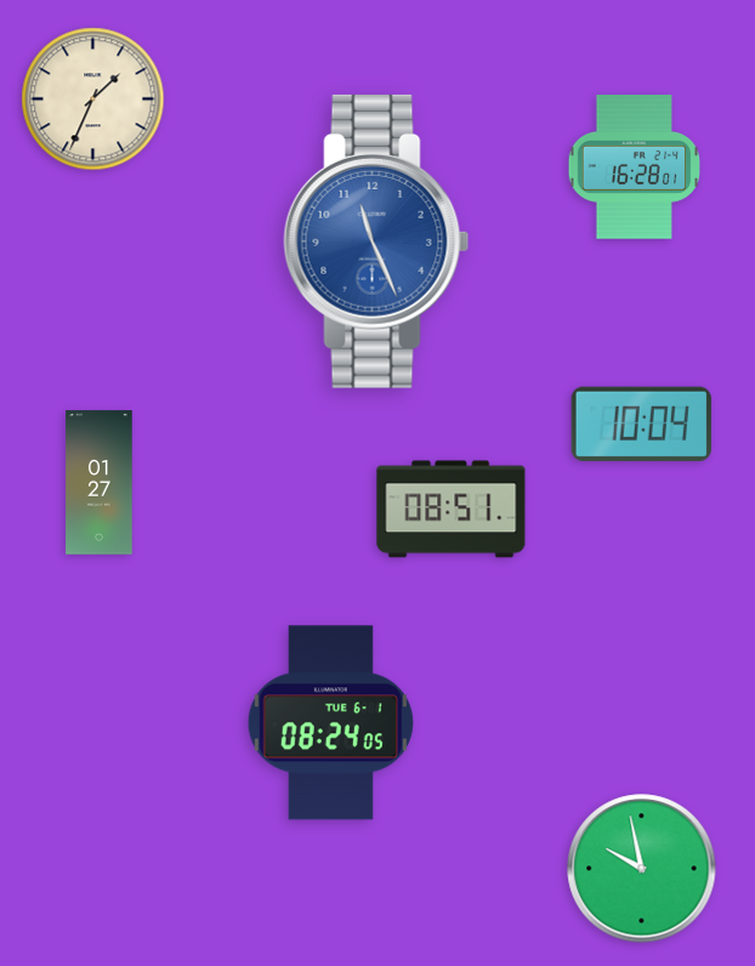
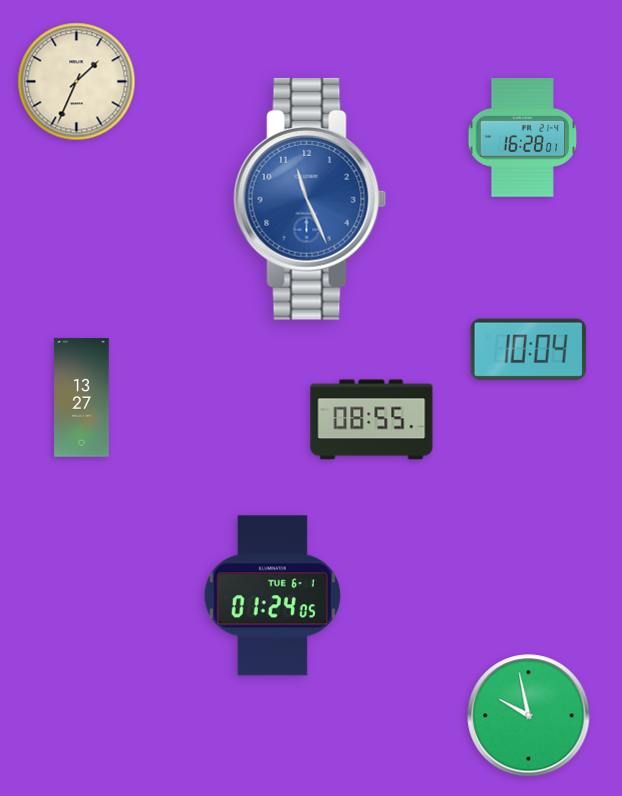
clock at (100, 483): 01:27 -> 13:27
clock at (452, 510): 08:51 -> 08:55
clock at (330, 723): 08:24 -> 01:24
